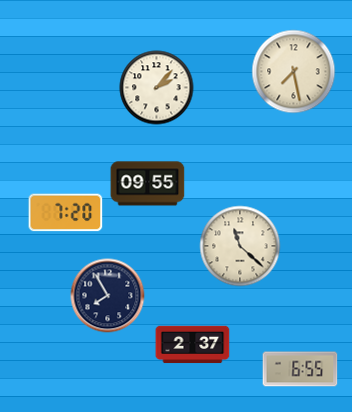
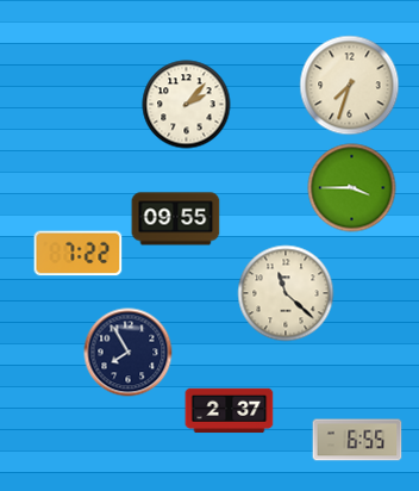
clock at (294, 72): 7:28 -> 7:33
clock at (352, 188): none -> 3:45
clock at (66, 213): 7:20 -> 7:22
